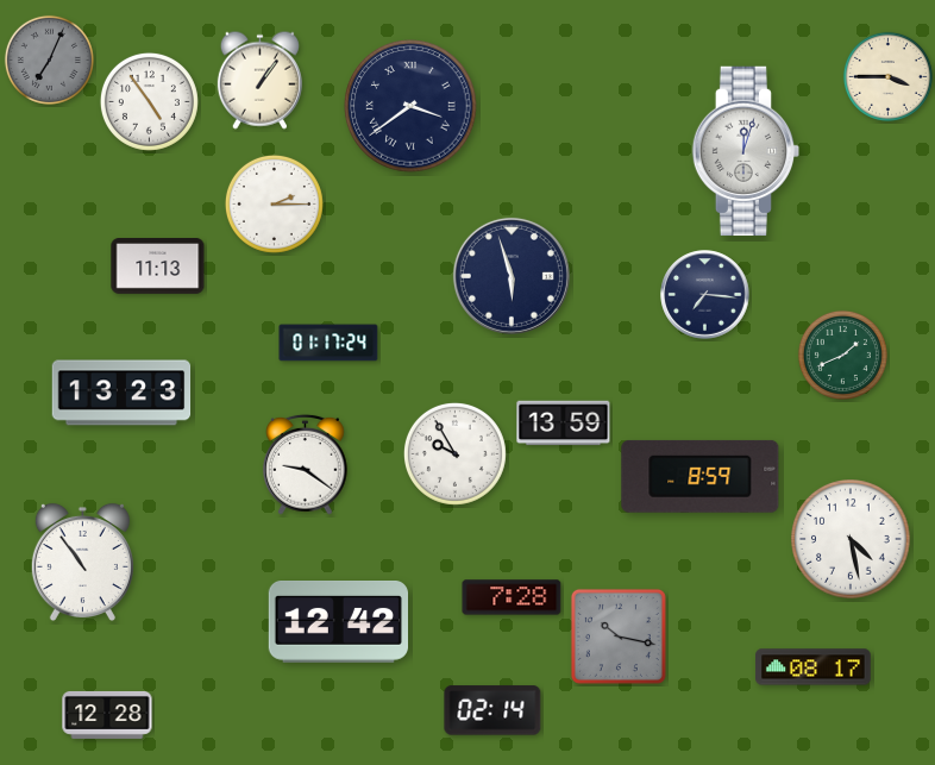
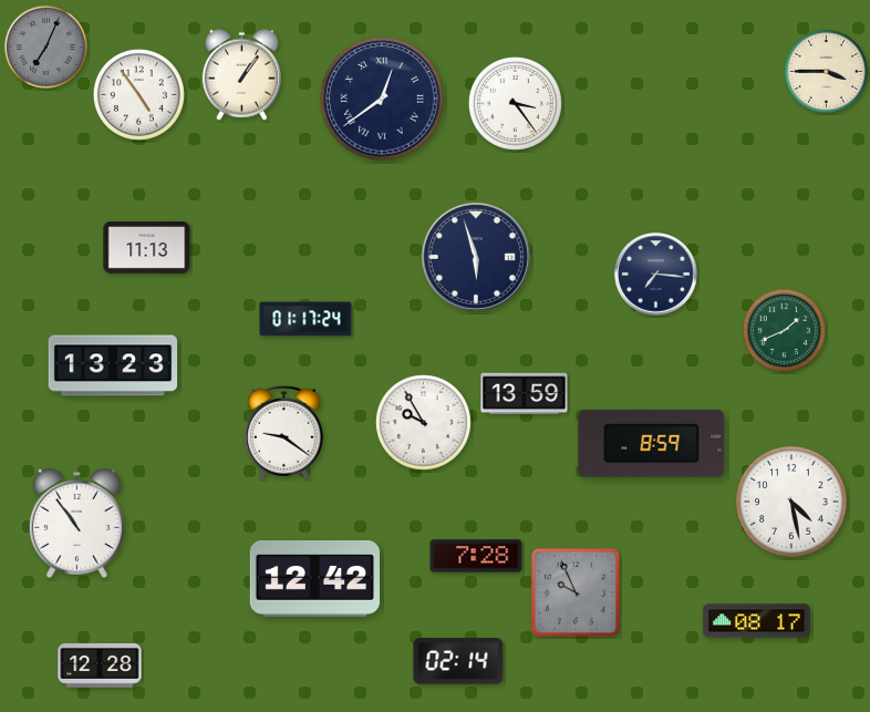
clock at (49, 59) position: (49, 59) -> (45, 47)
clock at (410, 106): 3:39 -> 12:39
clock at (515, 103): none -> 3:24
clock at (746, 151): 12:03 -> none
clock at (274, 203): 2:15 -> none
clock at (619, 637): 10:17 -> 9:56
